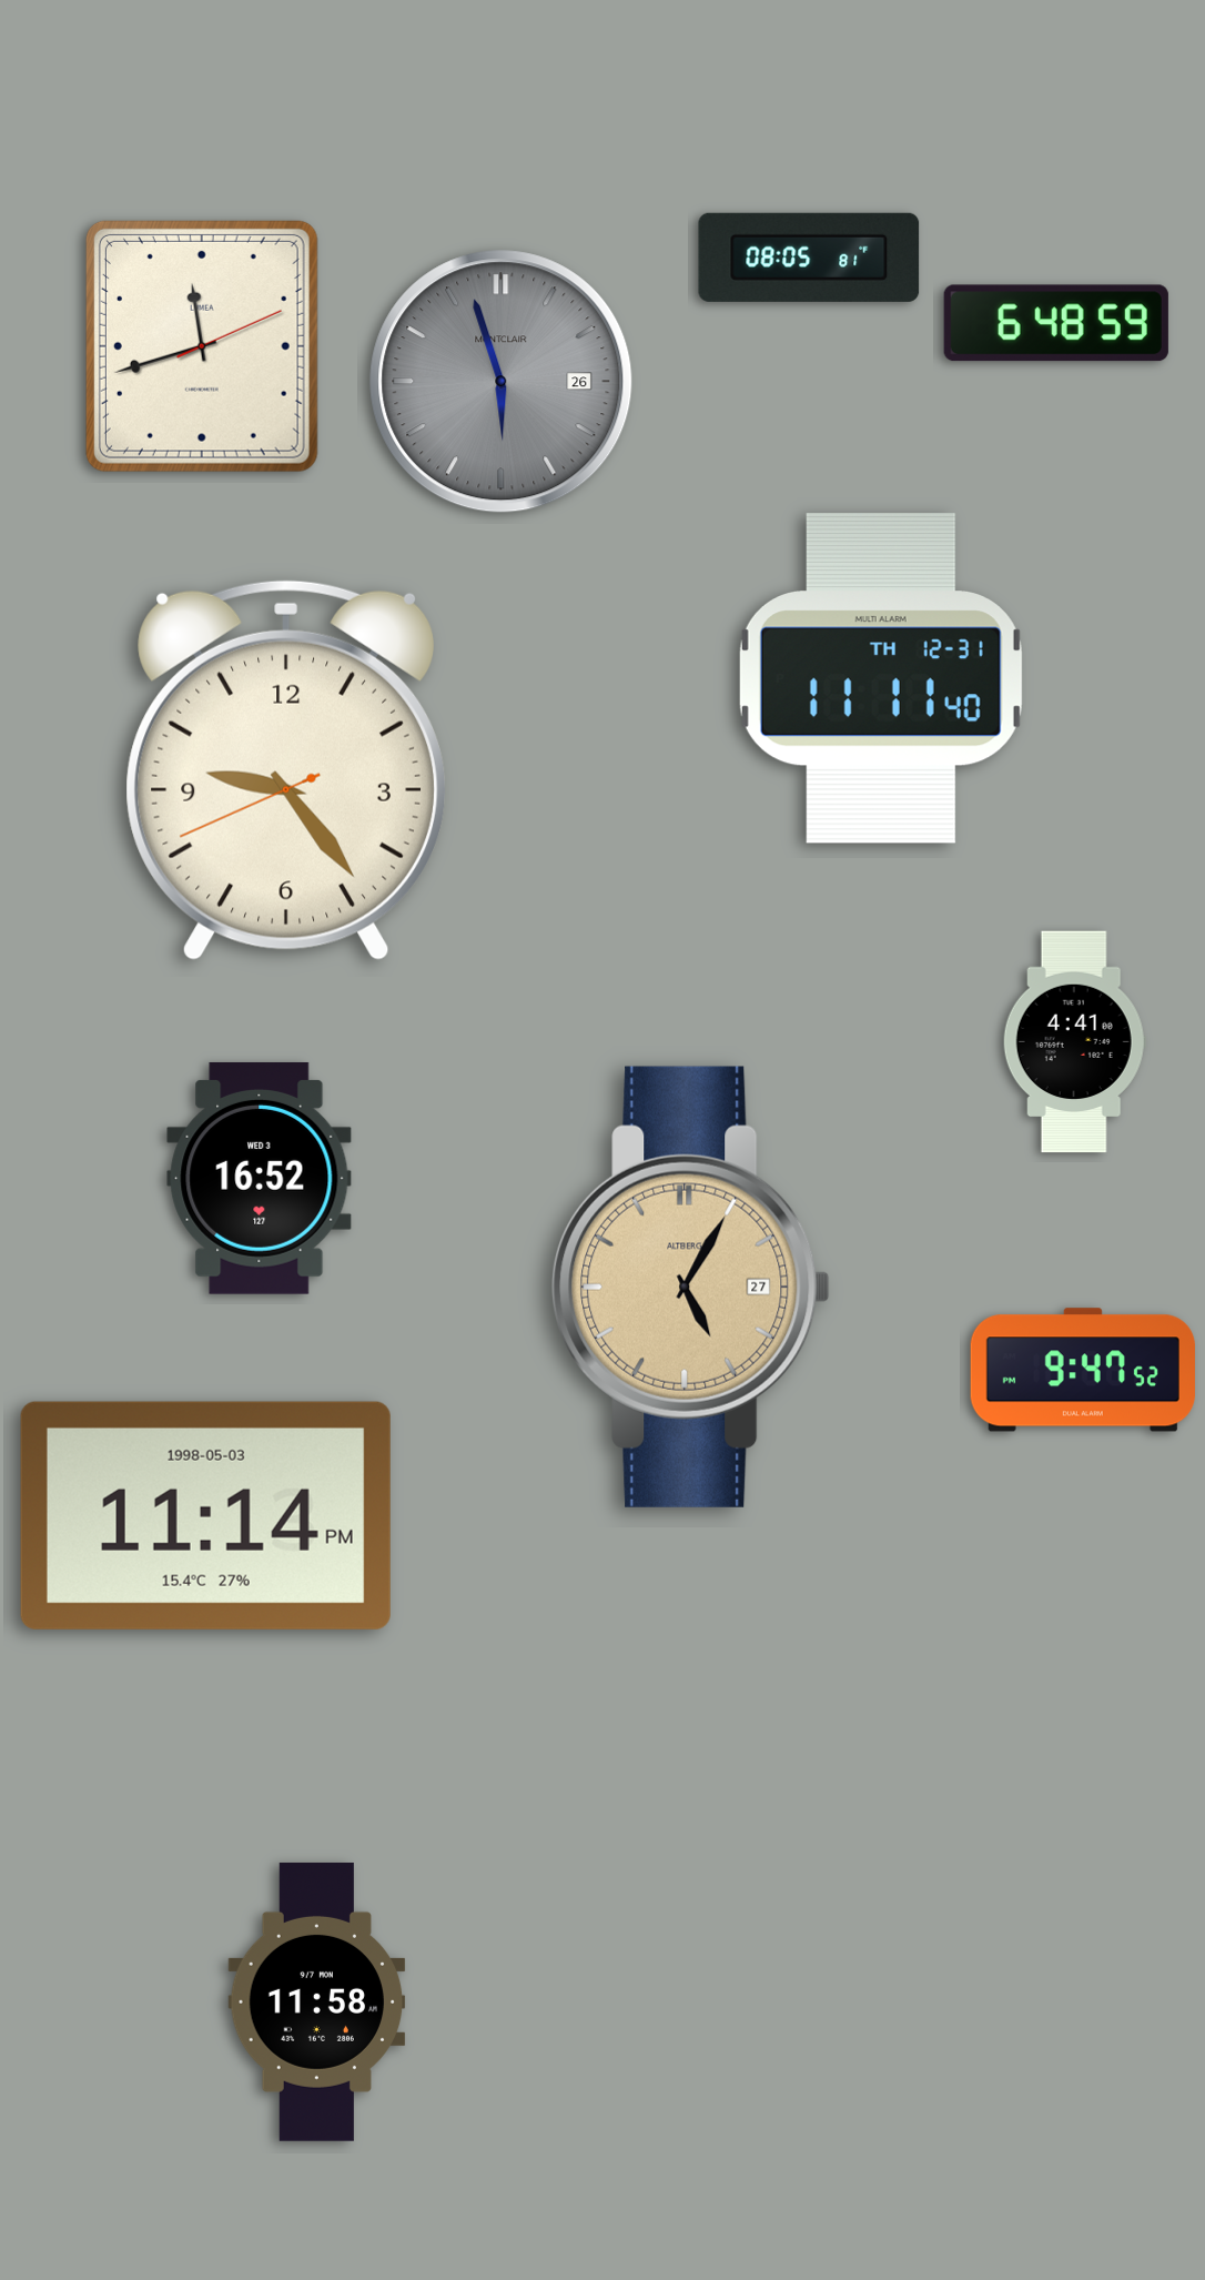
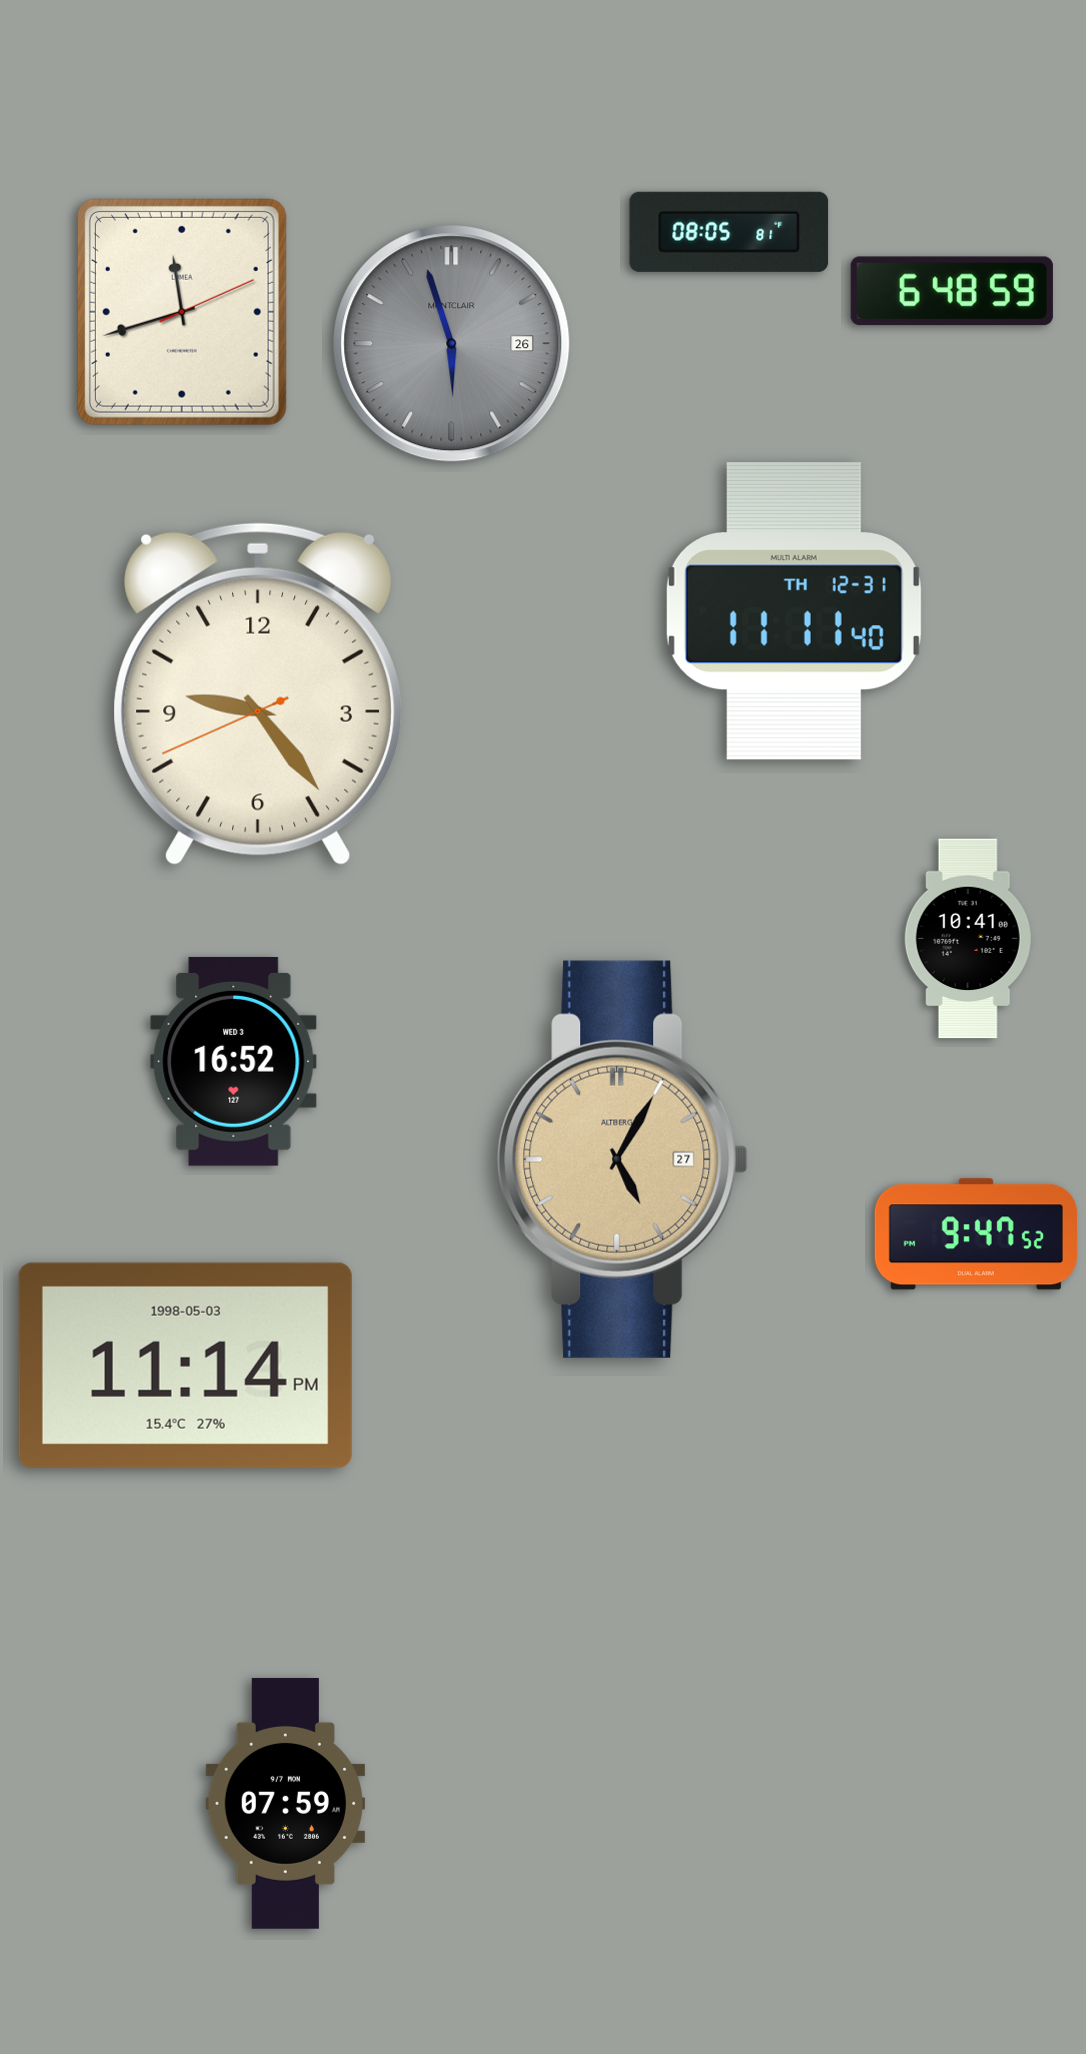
clock at (1074, 1042): 4:41 -> 10:41
clock at (317, 2001): 11:58 -> 07:59
